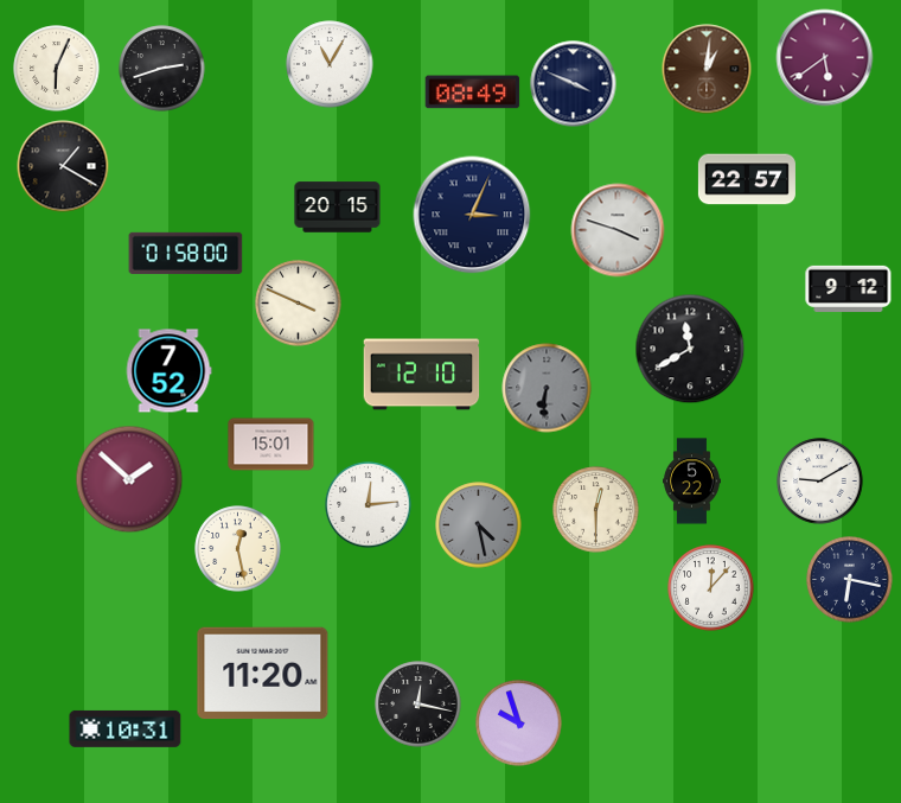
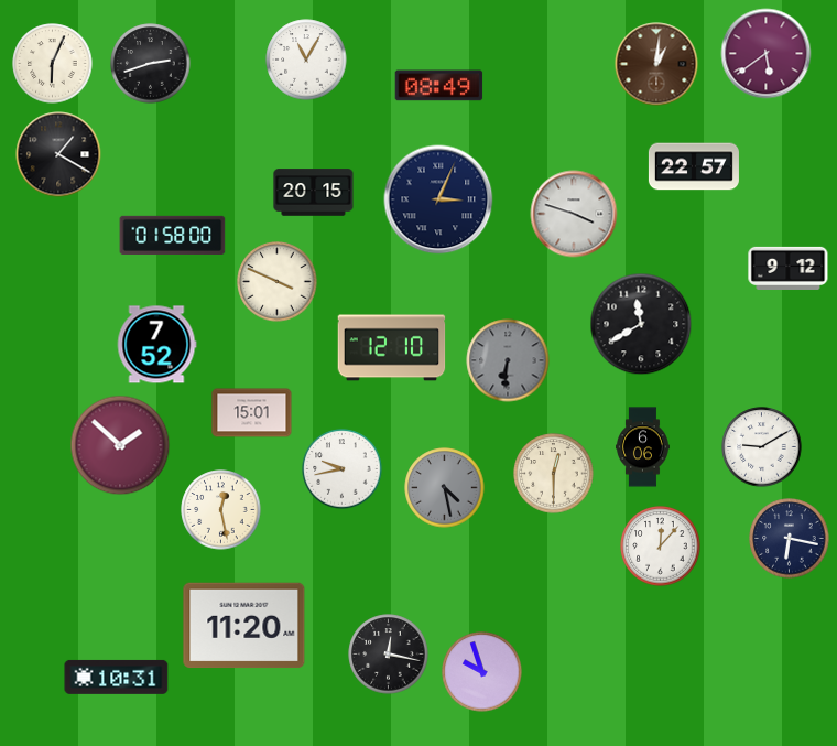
clock at (574, 84): 3:49 -> none
clock at (692, 482): 5:22 -> 6:06
clock at (369, 505): 12:14 -> 9:43
